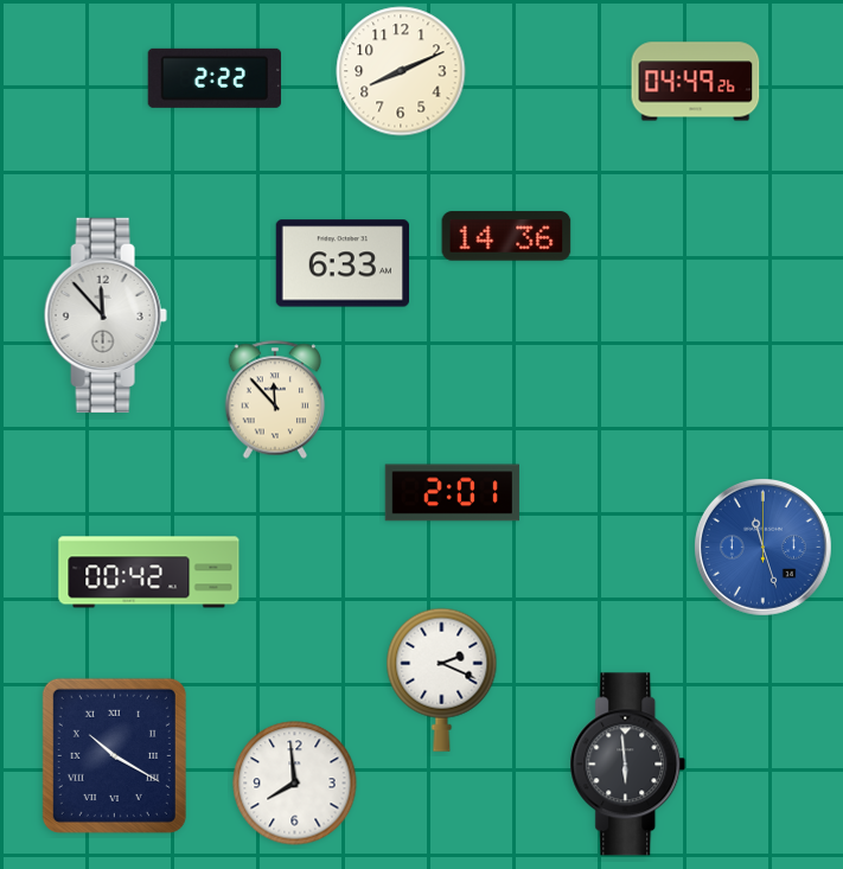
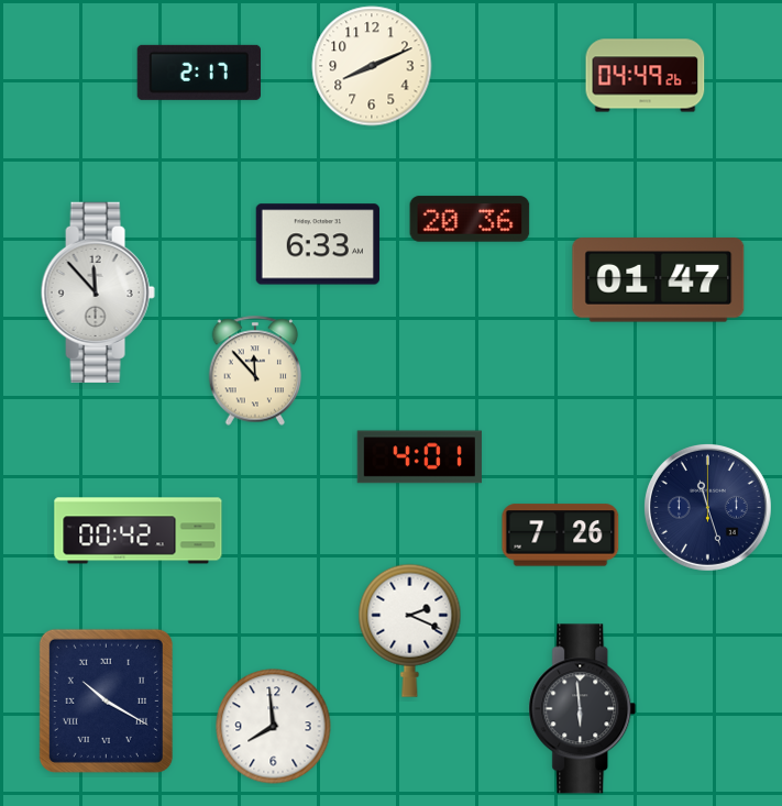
clock at (213, 78): 2:22 -> 2:17
clock at (506, 236): 14:36 -> 20:36
clock at (659, 280): none -> 01:47
clock at (452, 493): 2:01 -> 4:01
clock at (762, 547) dial: blue -> navy
clock at (561, 536): none -> 7:26
